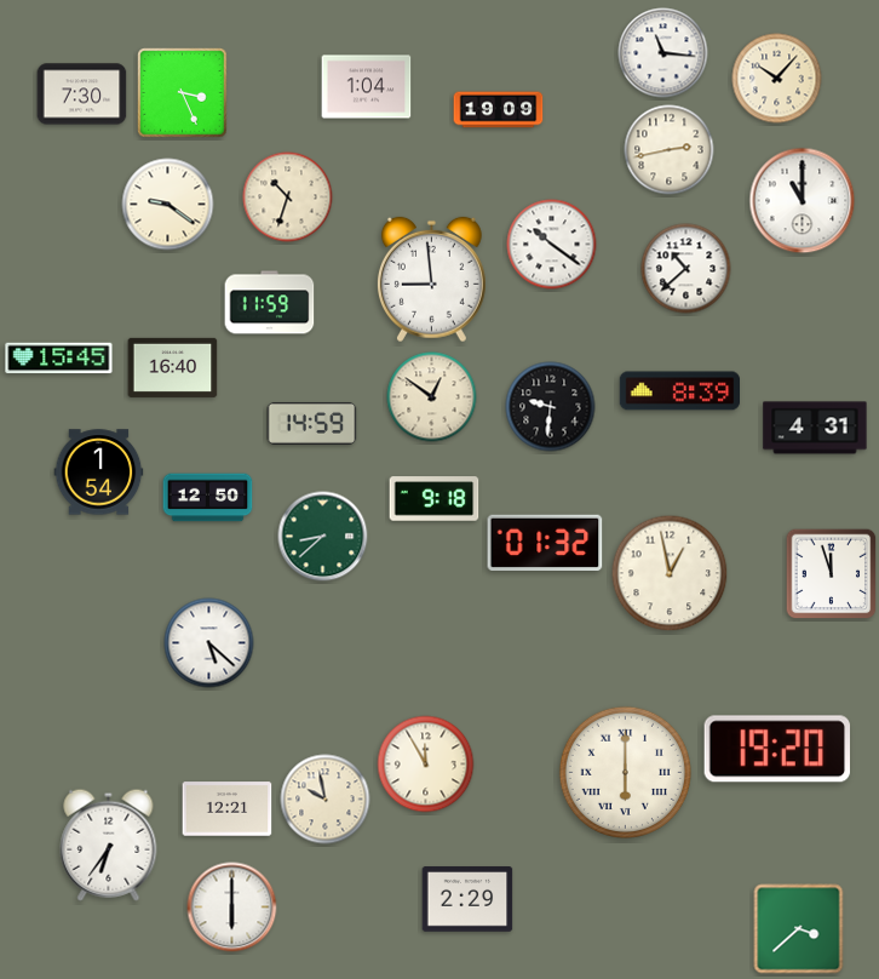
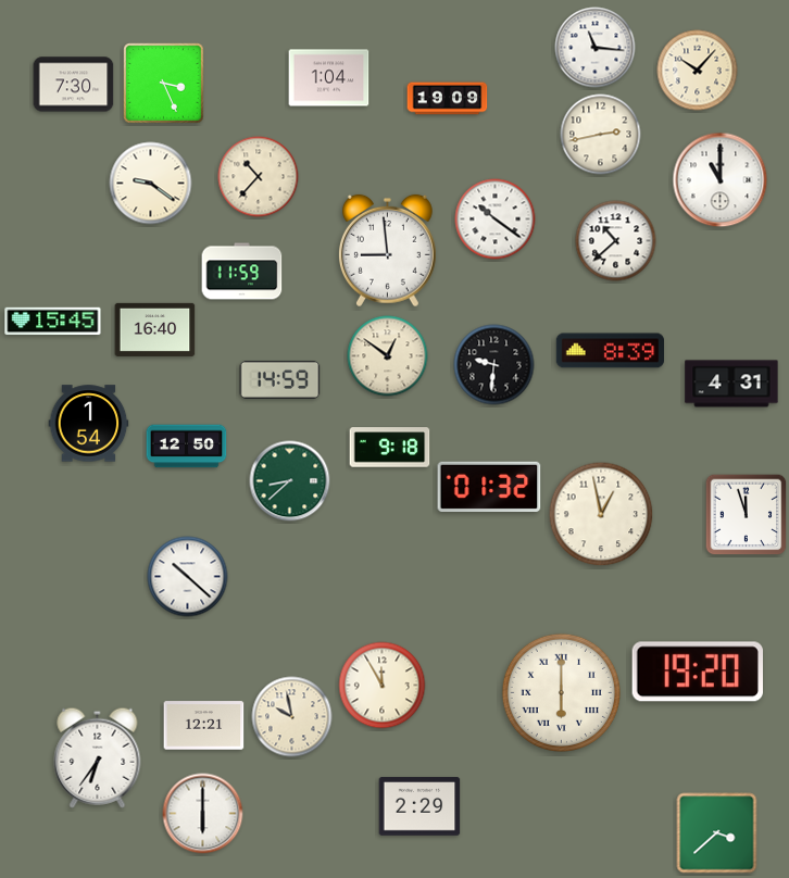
clock at (288, 197): 10:33 -> 10:37
clock at (209, 643): 5:22 -> 10:22
clock at (232, 908) position: (232, 908) -> (203, 814)
